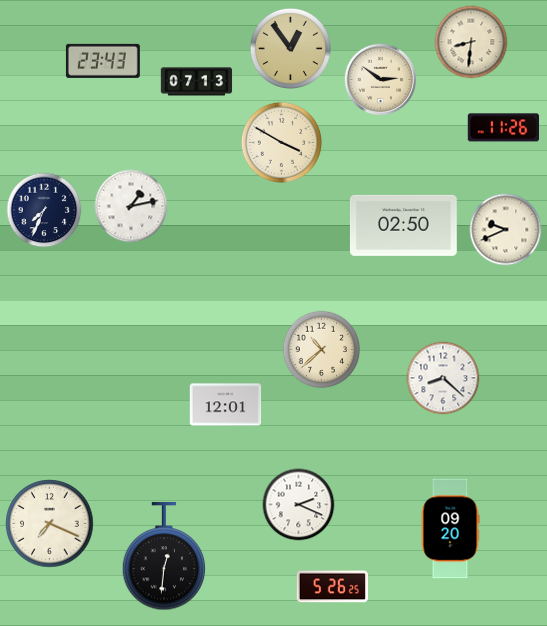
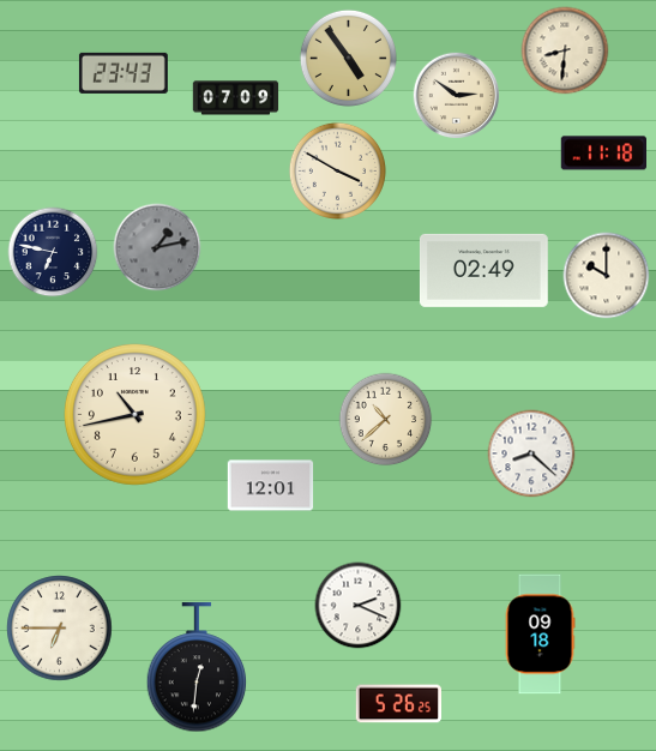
clock at (290, 48): 12:54 -> 4:54
clock at (197, 82): 07:13 -> 07:09
clock at (503, 128): 11:26 -> 11:18
clock at (131, 206) dial: white -> grey
clock at (44, 210): 7:34 -> 6:47
clock at (403, 225): 02:50 -> 02:49
clock at (506, 230): 9:41 -> 10:00
clock at (134, 414): none -> 10:43
clock at (50, 524): 7:19 -> 6:45
clock at (450, 529): 09:20 -> 09:18
